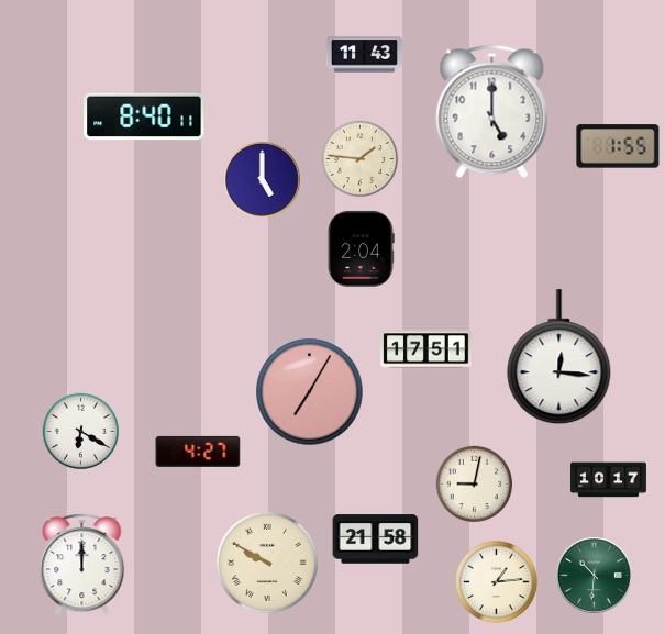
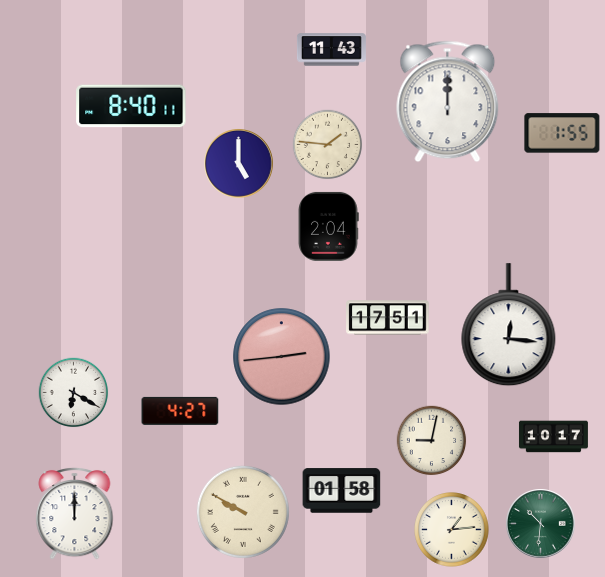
clock at (492, 112): 5:00 -> 12:00
clock at (310, 392): 7:05 -> 2:44
clock at (376, 540): 21:58 -> 01:58
